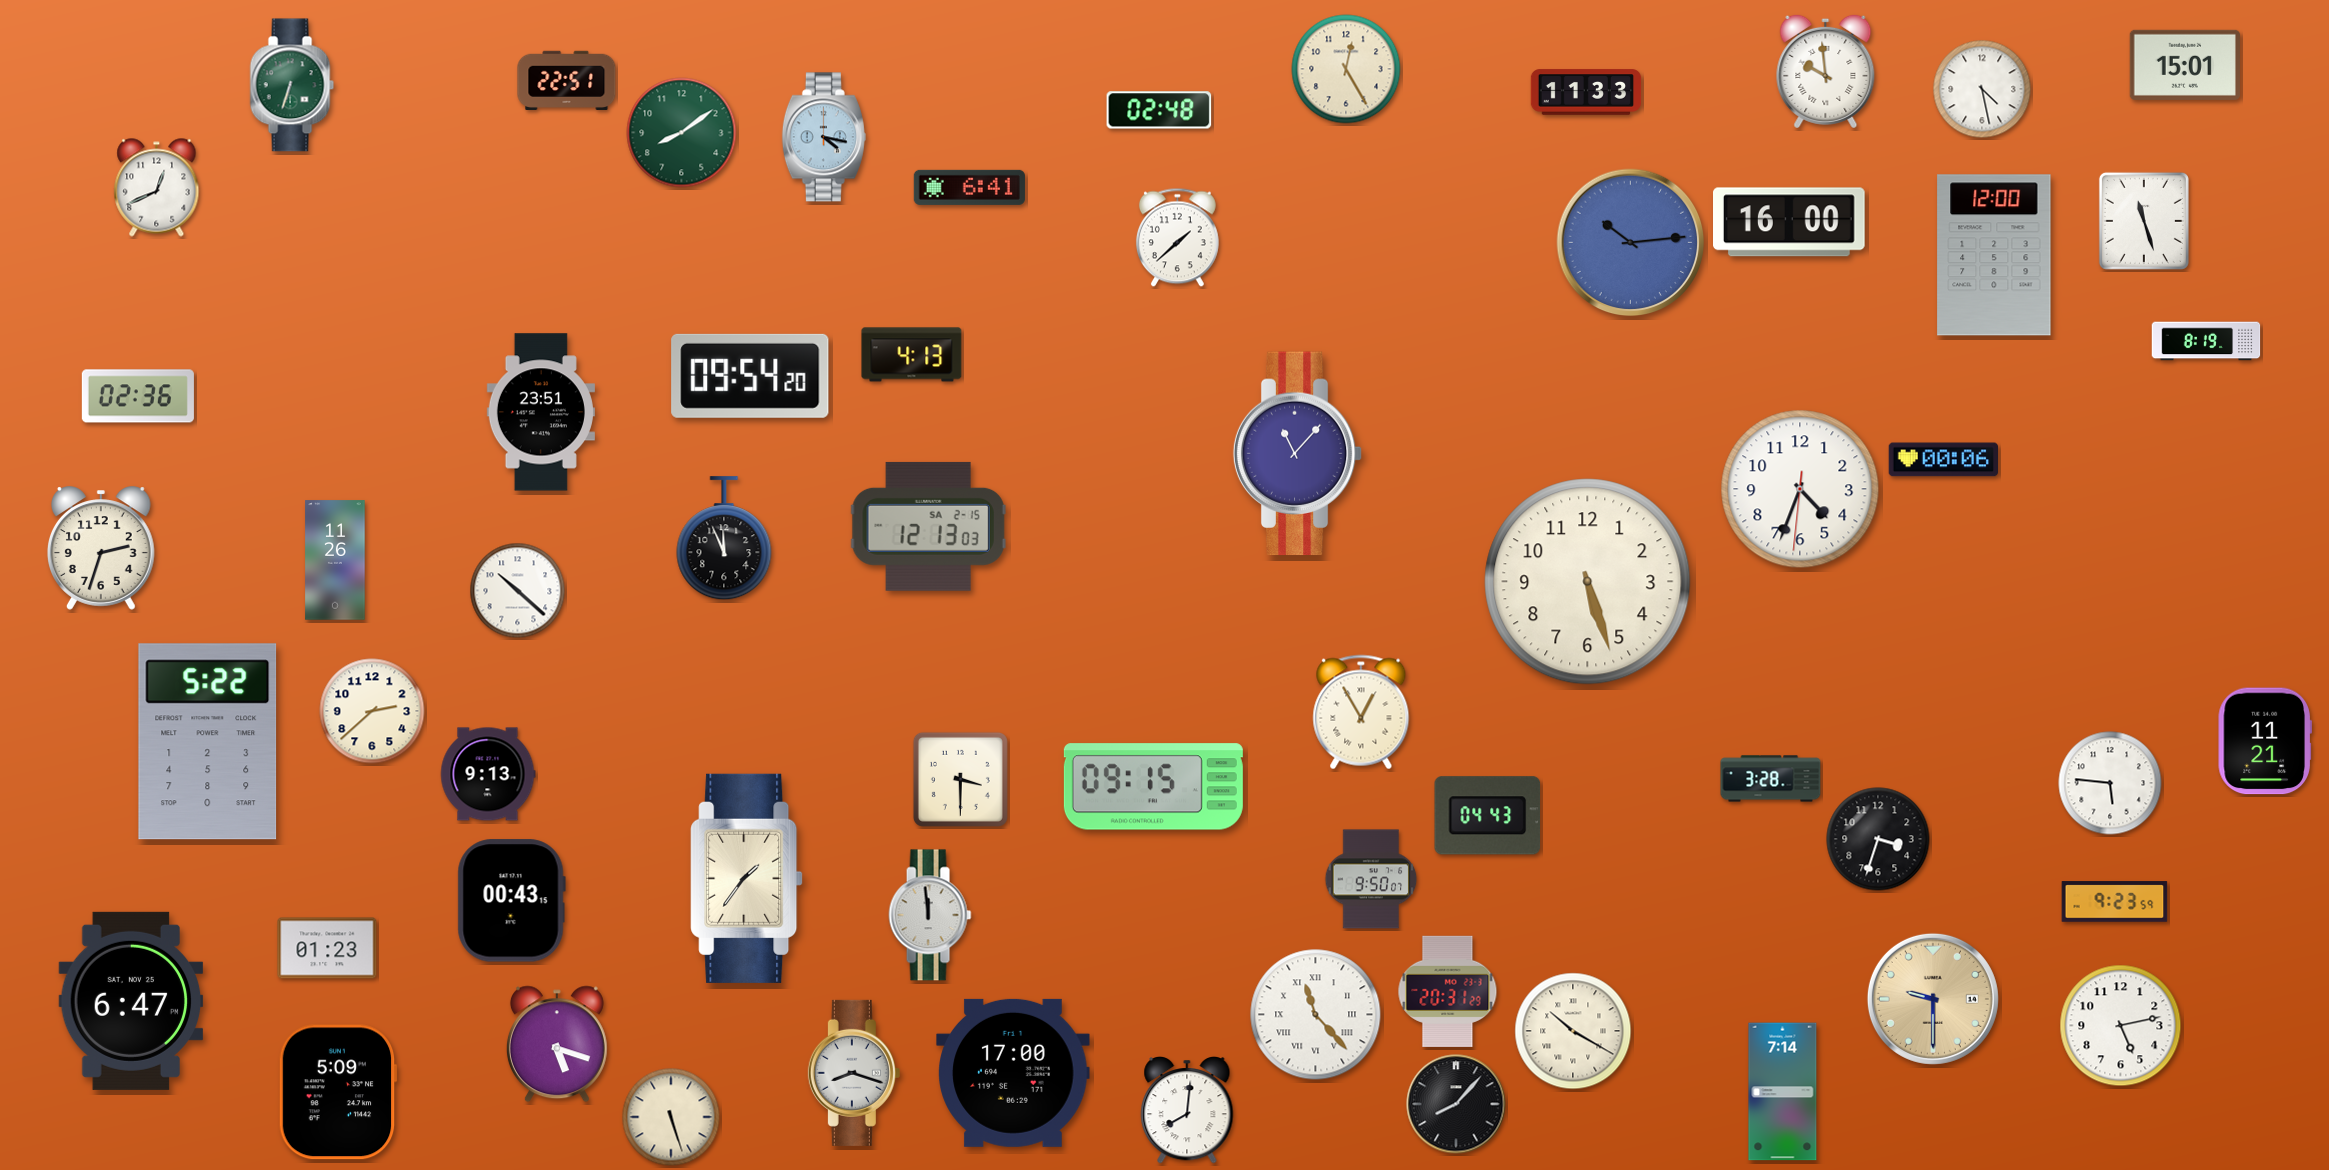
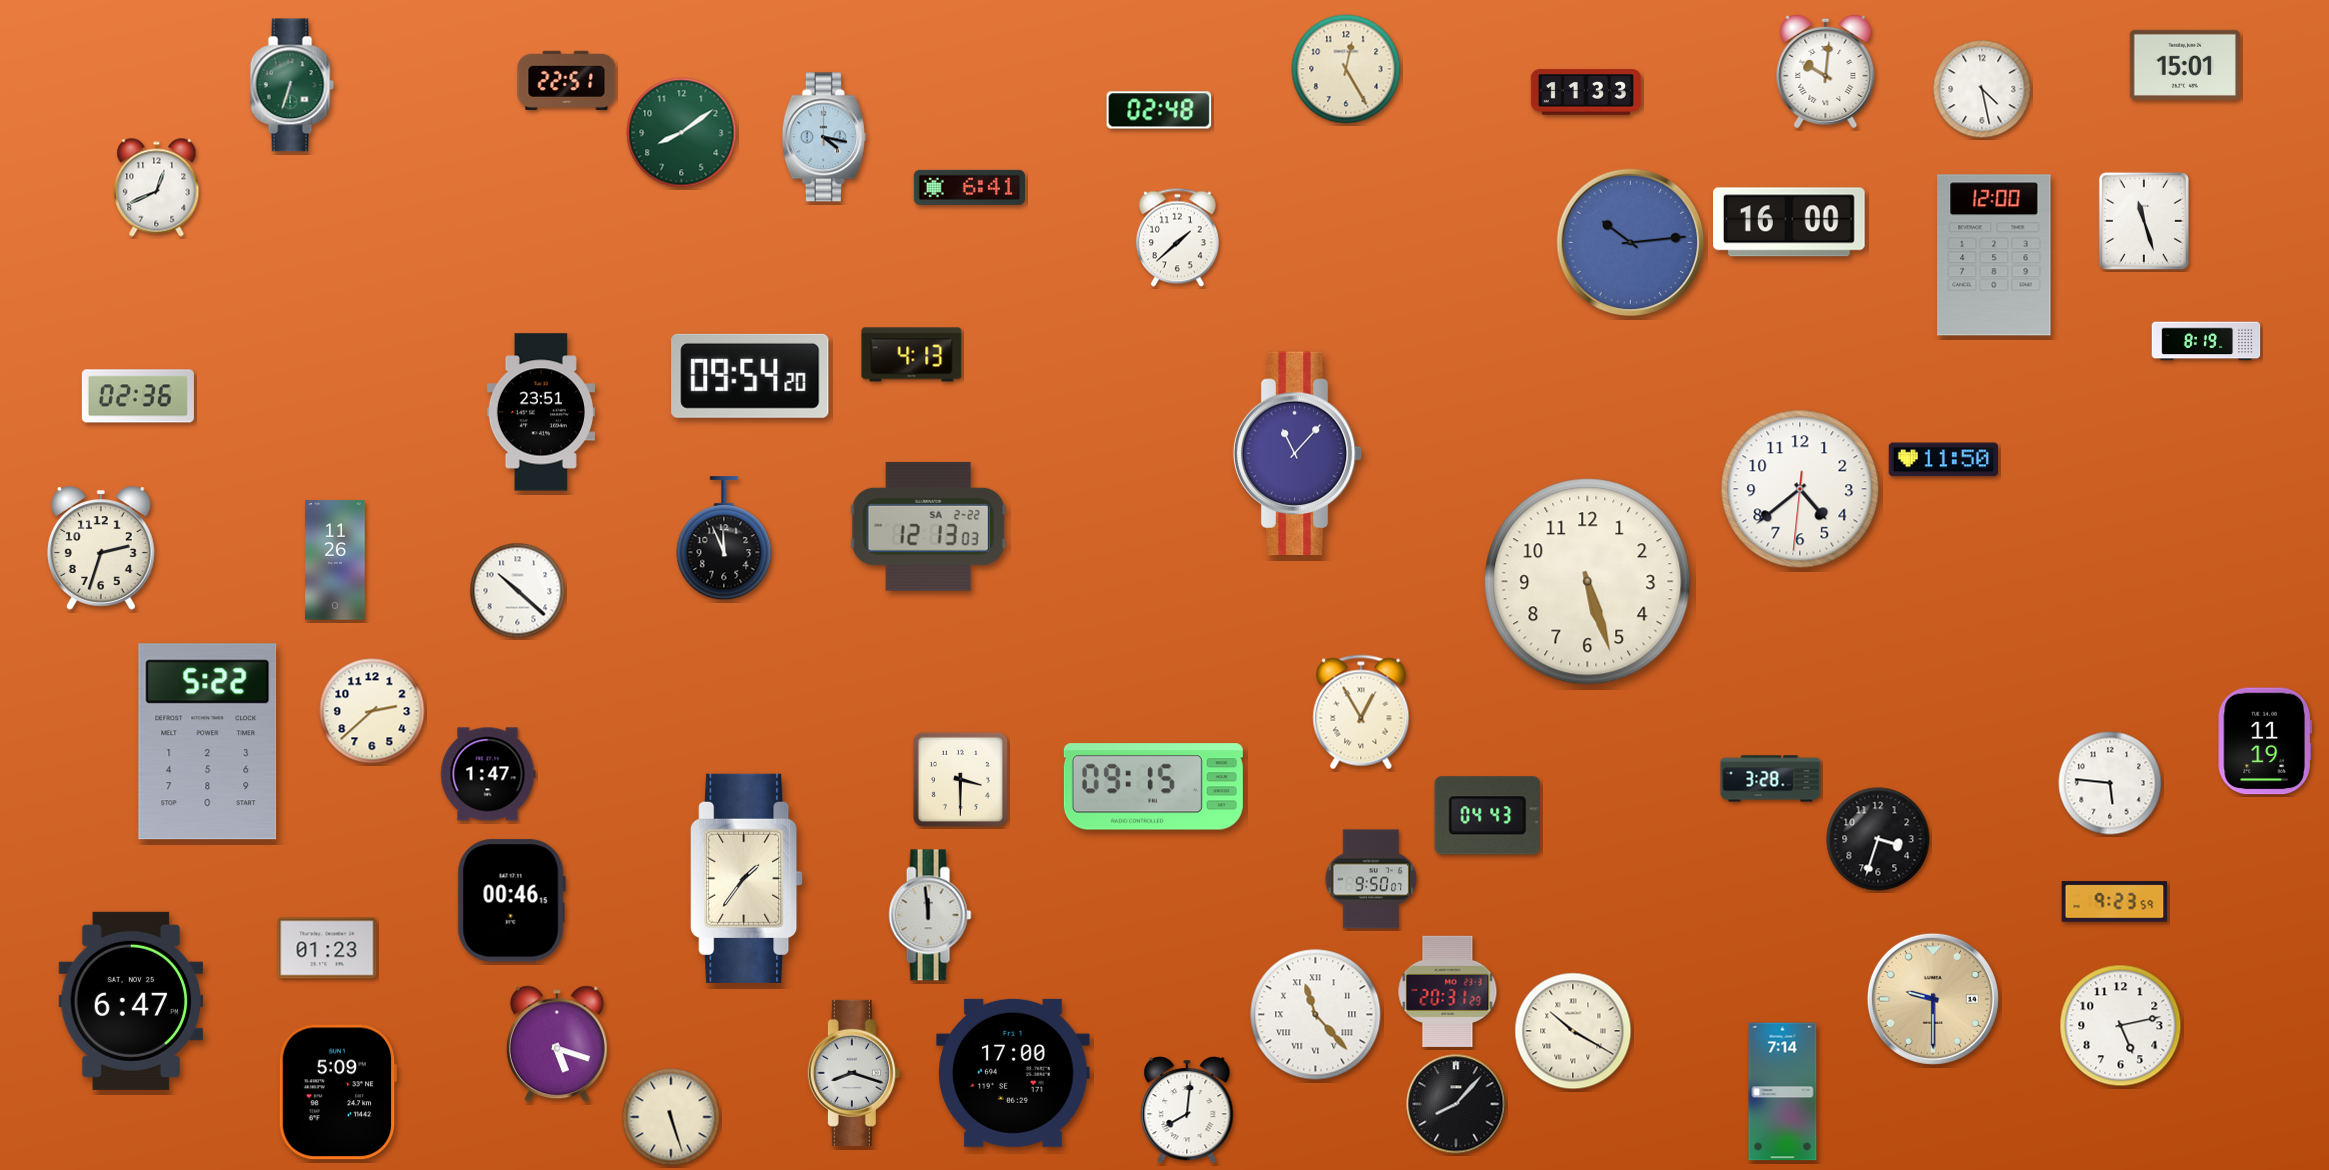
clock at (1826, 71): 9:59 -> 10:01
clock at (1943, 460): 00:06 -> 11:50
clock at (1800, 489): 4:33 -> 4:38
clock at (928, 526) date: SA 2-15 -> SA 2-22
clock at (2265, 741): 11:21 -> 11:19
clock at (488, 774): 9:13 -> 1:47
clock at (511, 901): 00:43 -> 00:46
